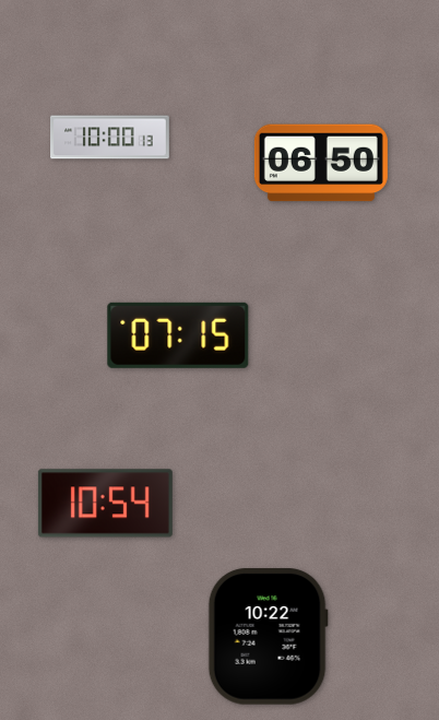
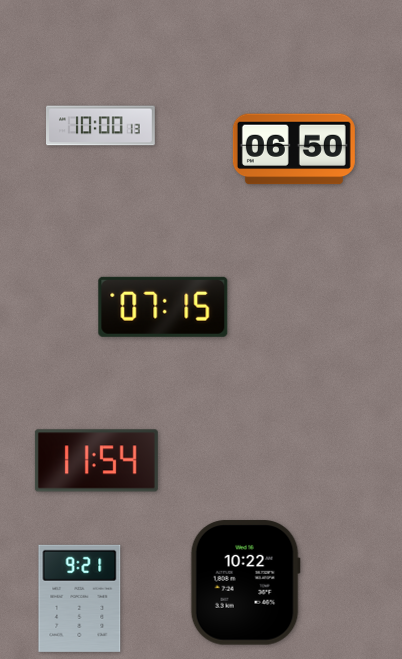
clock at (105, 504): 10:54 -> 11:54
clock at (80, 598): none -> 9:21
